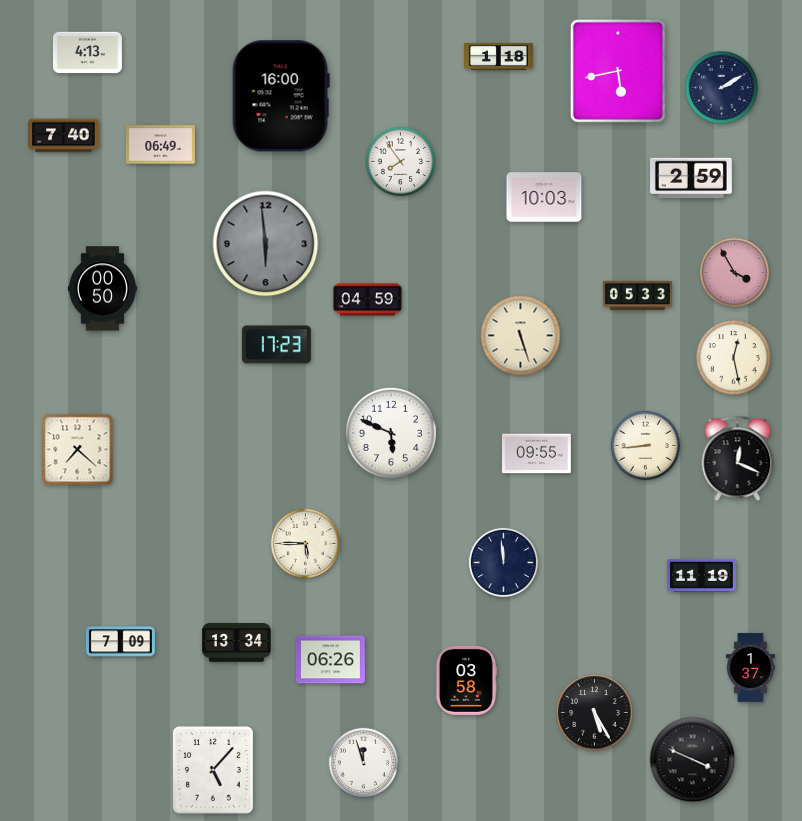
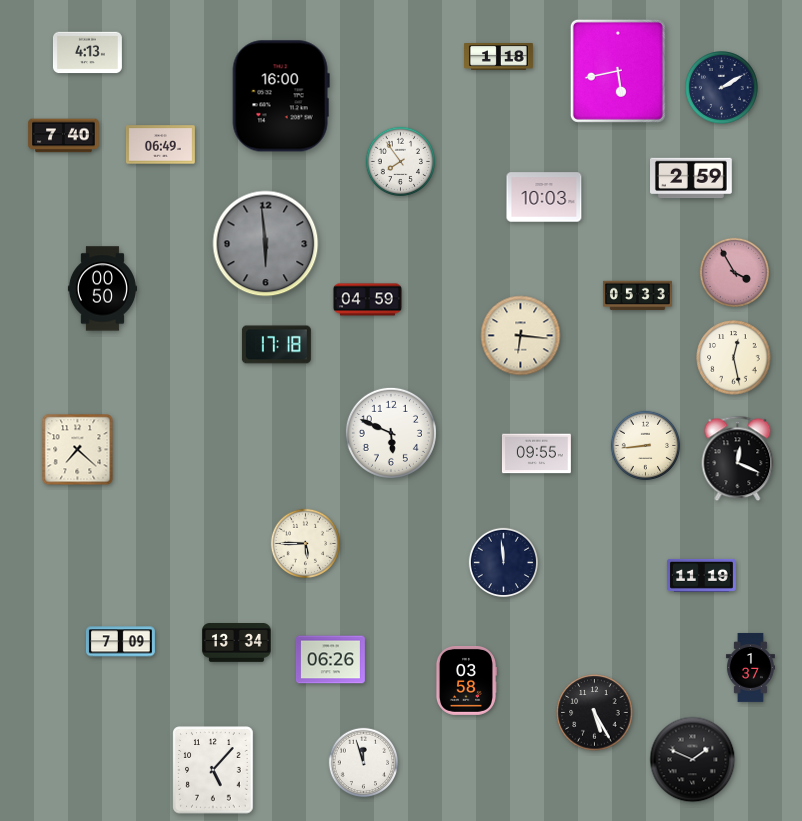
clock at (521, 336): 5:27 -> 6:16
clock at (276, 345): 17:23 -> 17:18
clock at (693, 760): 3:49 -> 1:49
